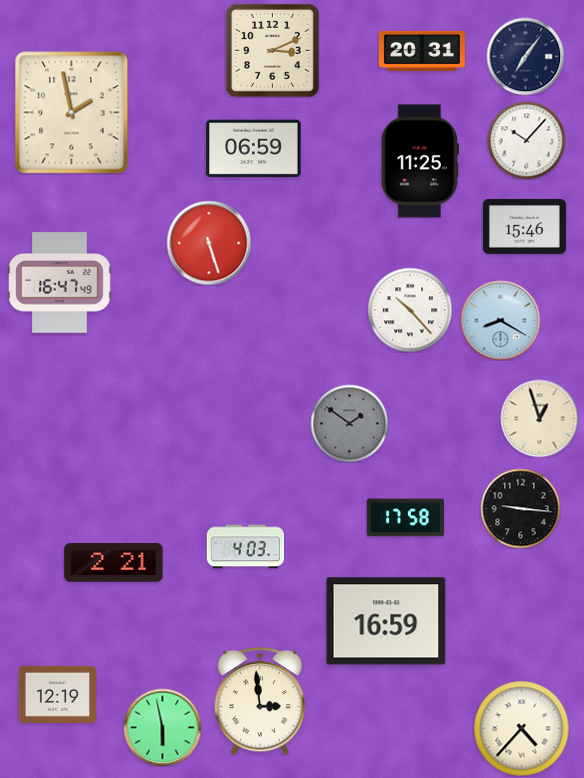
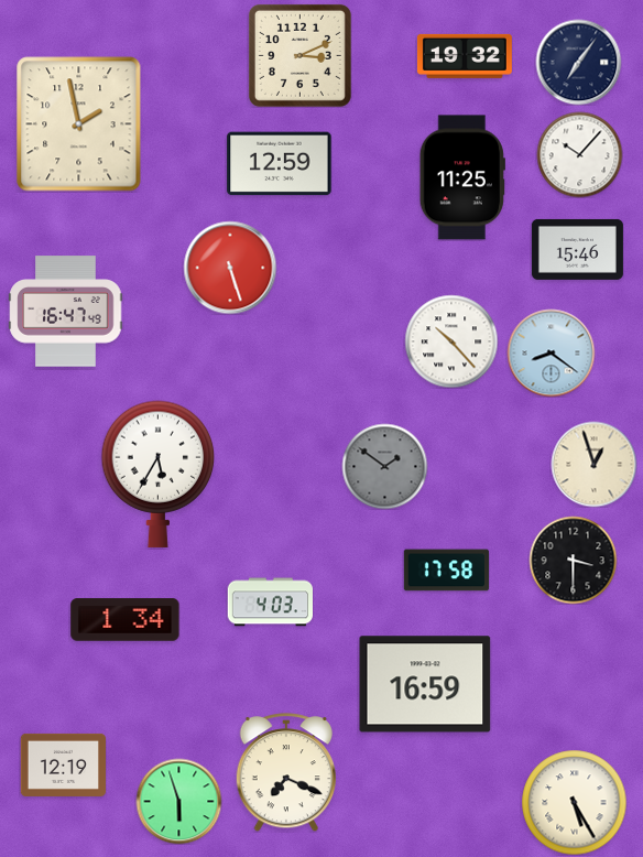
clock at (422, 51): 20:31 -> 19:32
clock at (254, 149): 06:59 -> 12:59
clock at (500, 320): 8:20 -> 8:21
clock at (539, 418) position: (539, 418) -> (593, 464)
clock at (159, 474): none -> 5:35
clock at (520, 508): 9:16 -> 3:30
clock at (114, 563): 2:21 -> 1:34
clock at (259, 701): 2:59 -> 7:19
clock at (162, 727): 5:58 -> 5:57
clock at (521, 728): 4:37 -> 5:25
